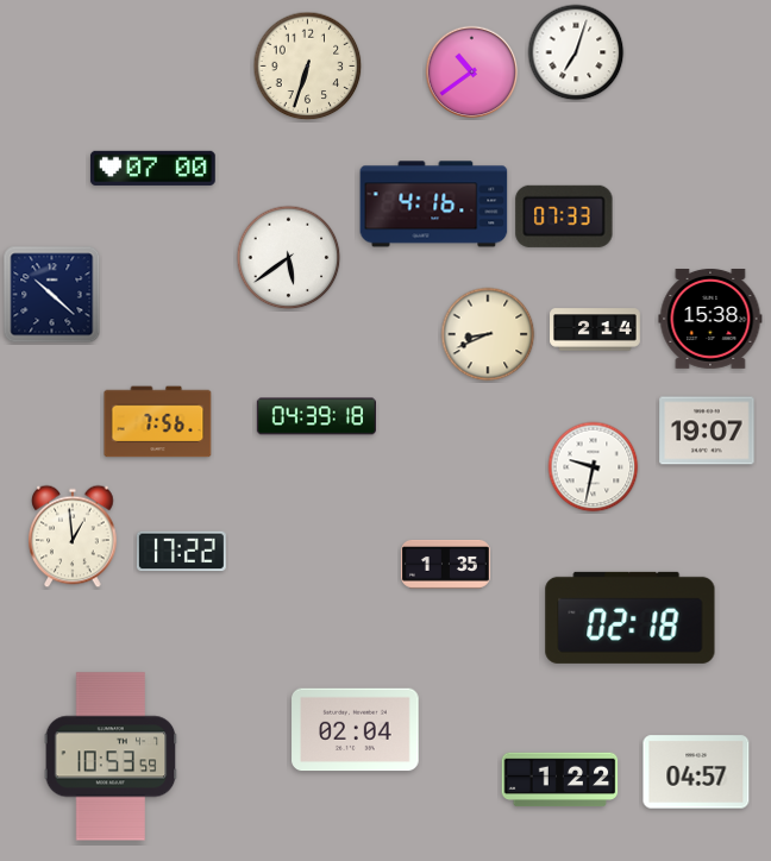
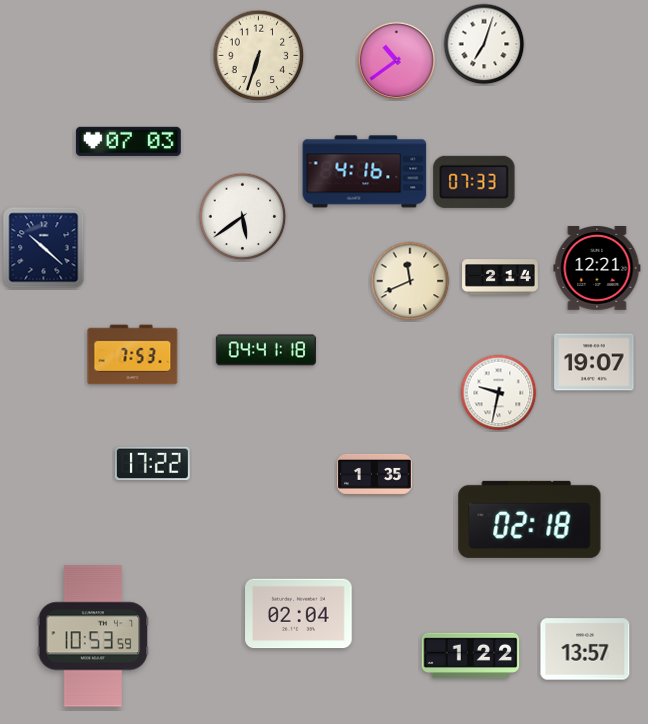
clock at (152, 168): 07:00 -> 07:03
clock at (710, 320): 15:38 -> 12:21
clock at (488, 334): 8:41 -> 11:41
clock at (316, 416): 04:39 -> 04:41
clock at (158, 422): 7:56 -> 7:53
clock at (73, 536): 12:59 -> none
clock at (696, 772): 04:57 -> 13:57
